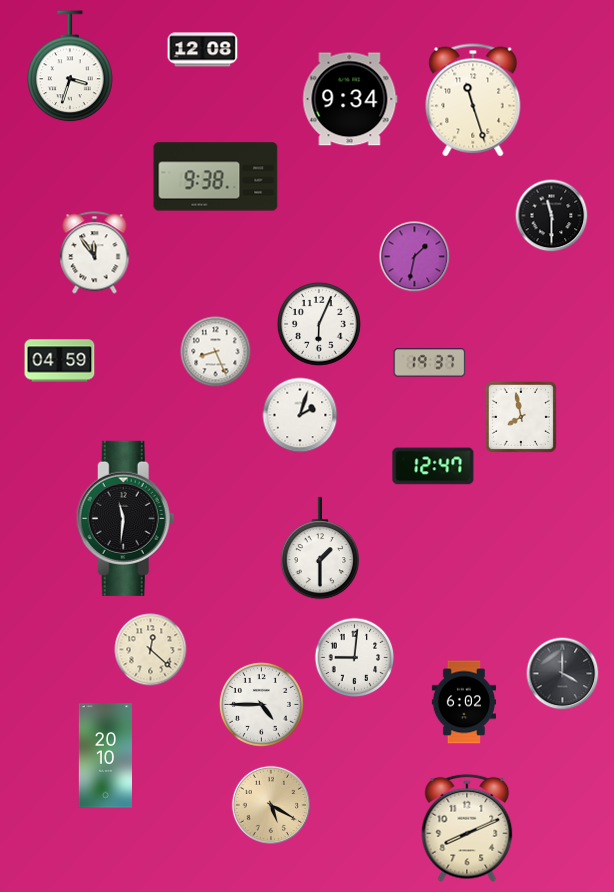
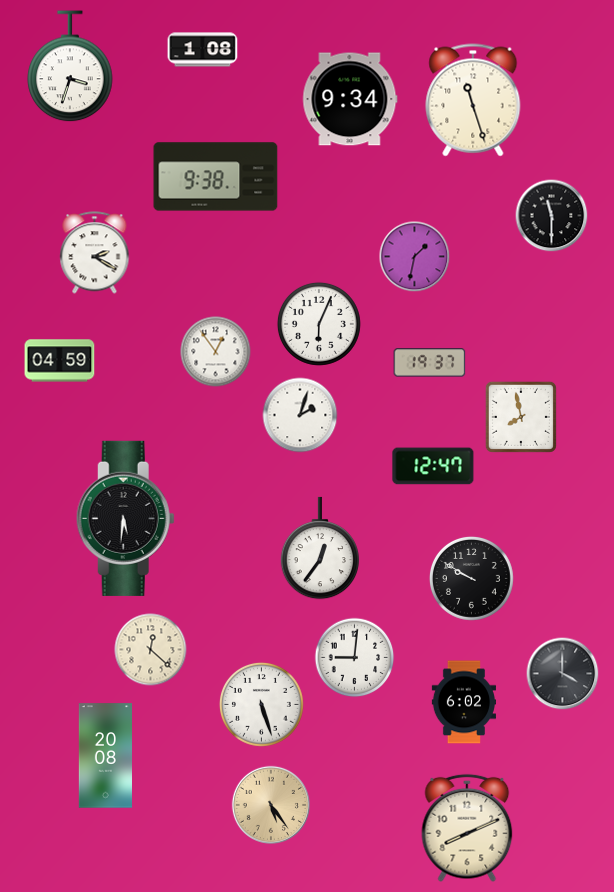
clock at (203, 50): 12:08 -> 1:08
clock at (95, 253): 11:54 -> 2:20
clock at (216, 352): 8:26 -> 12:54
clock at (125, 518): 11:31 -> 5:31
clock at (319, 548): 1:30 -> 12:36
clock at (471, 578): none -> 9:50
clock at (261, 704): 4:45 -> 5:27
clock at (105, 756): 20:10 -> 20:08
clock at (271, 805): 5:20 -> 5:24
